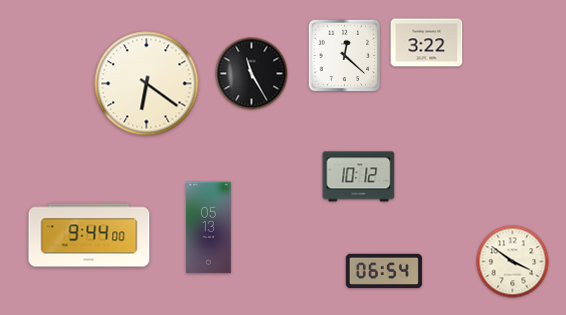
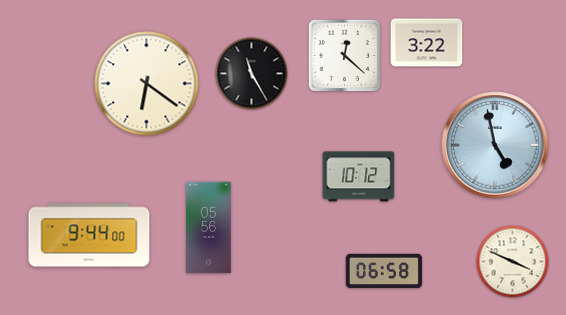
clock at (495, 145): none -> 4:58
clock at (209, 228): 05:13 -> 05:56
clock at (513, 262): 3:51 -> 3:49
clock at (384, 271): 06:54 -> 06:58
